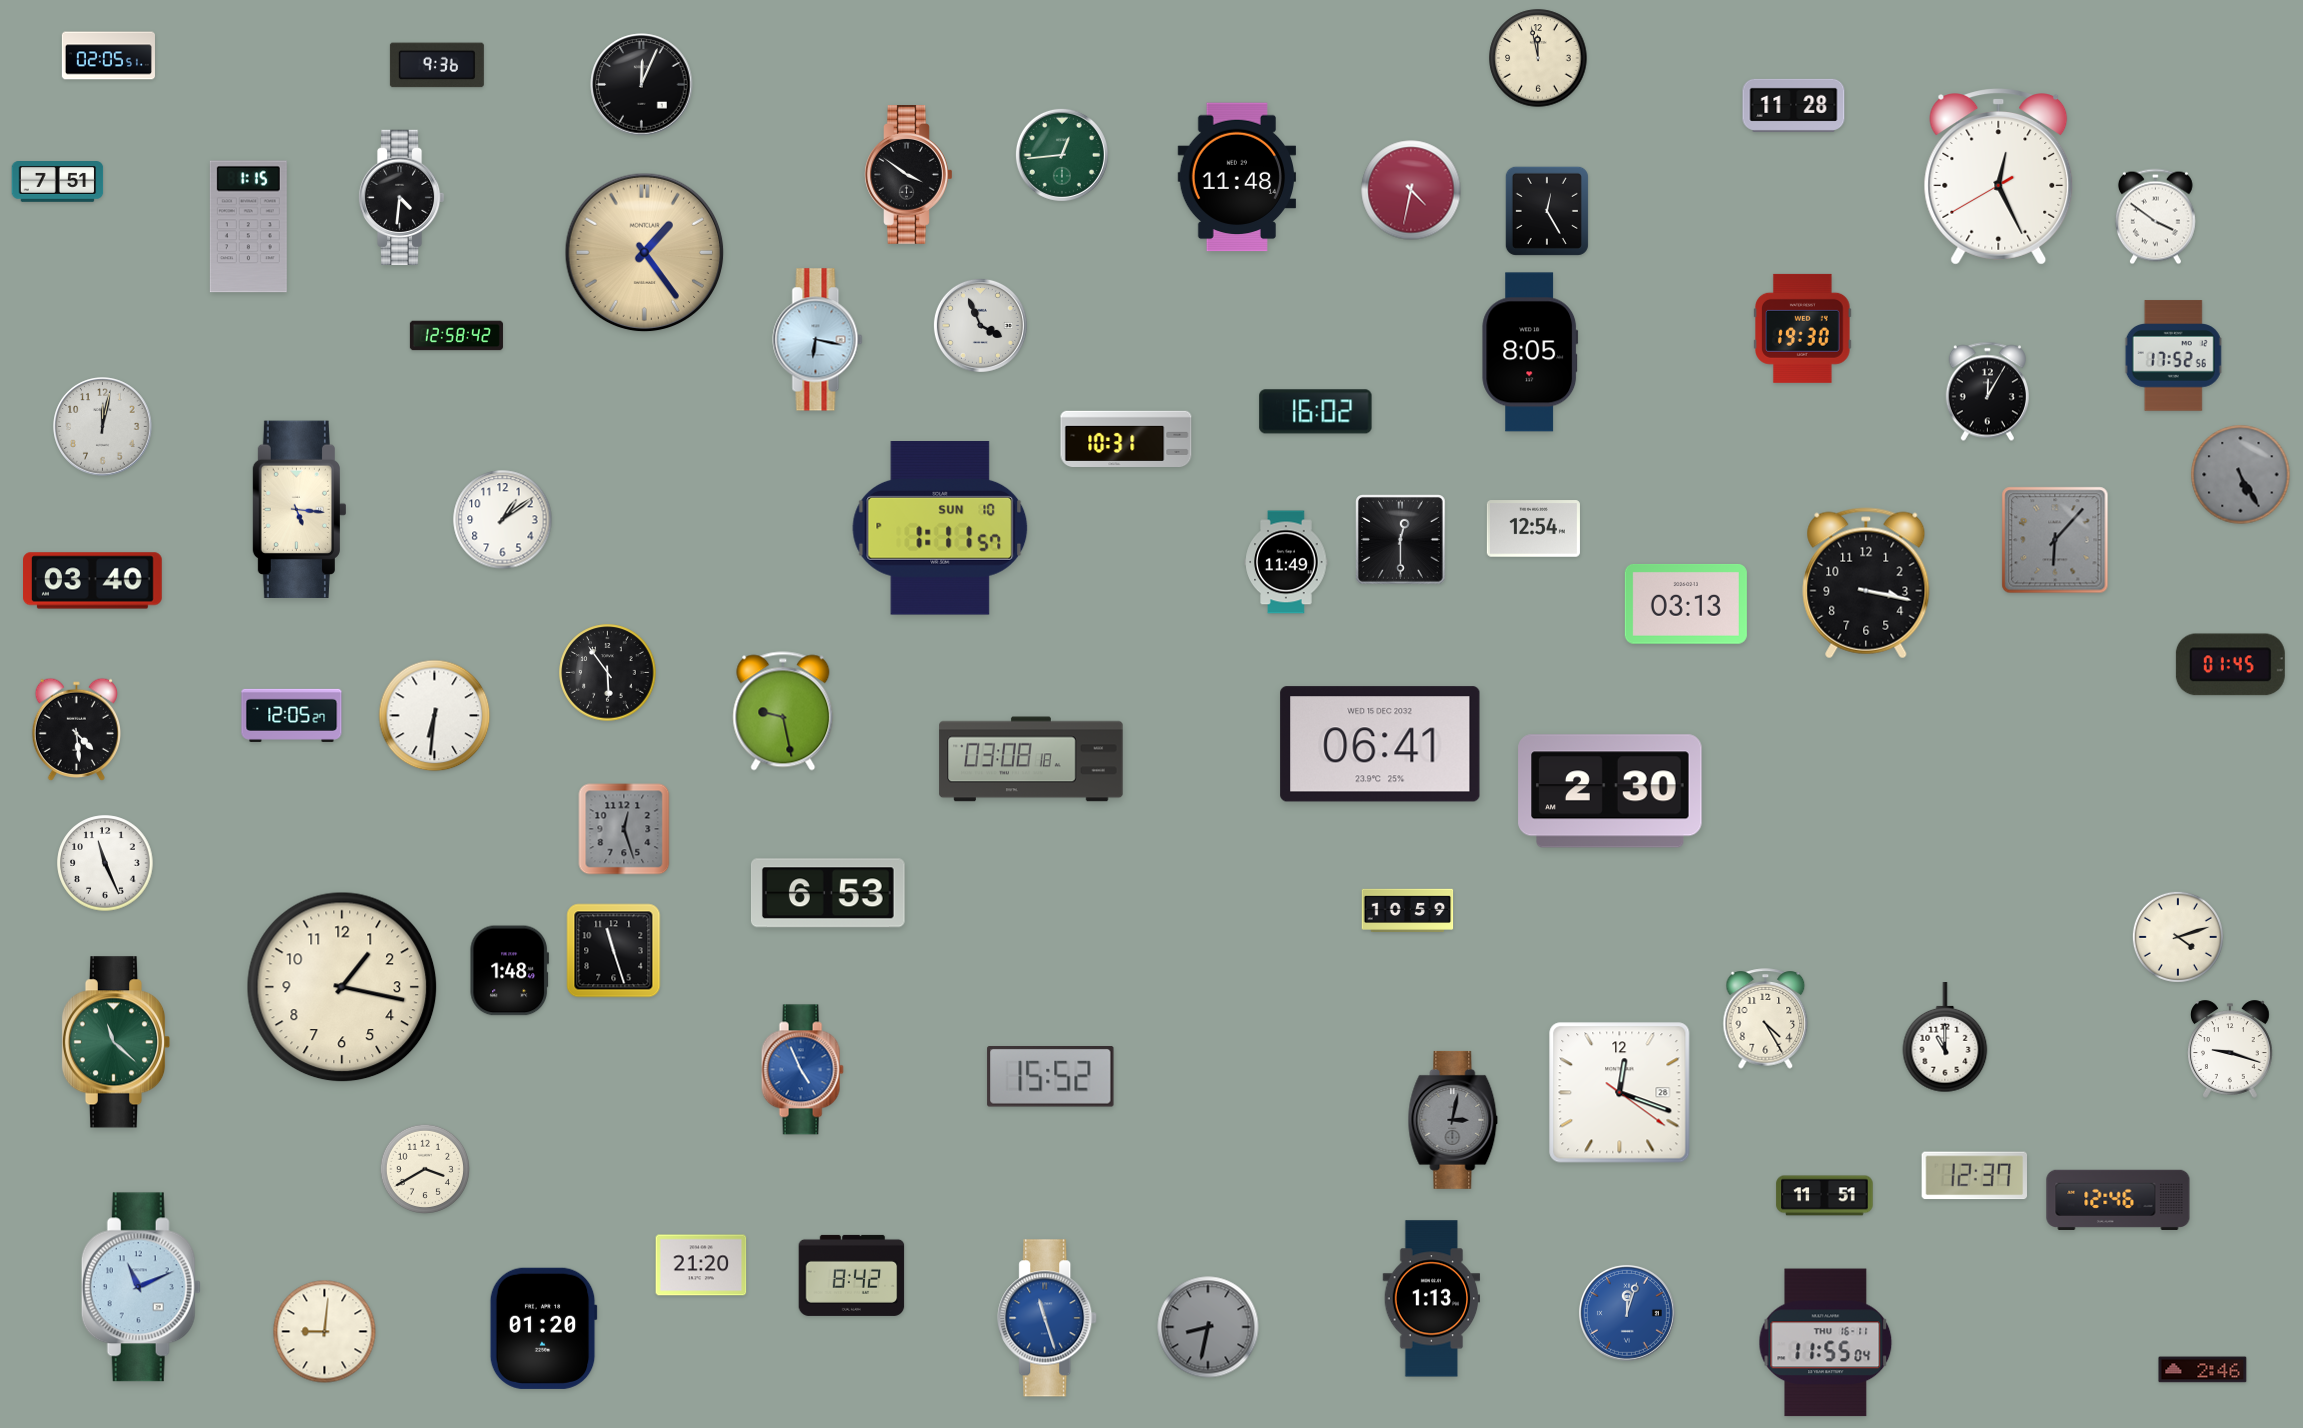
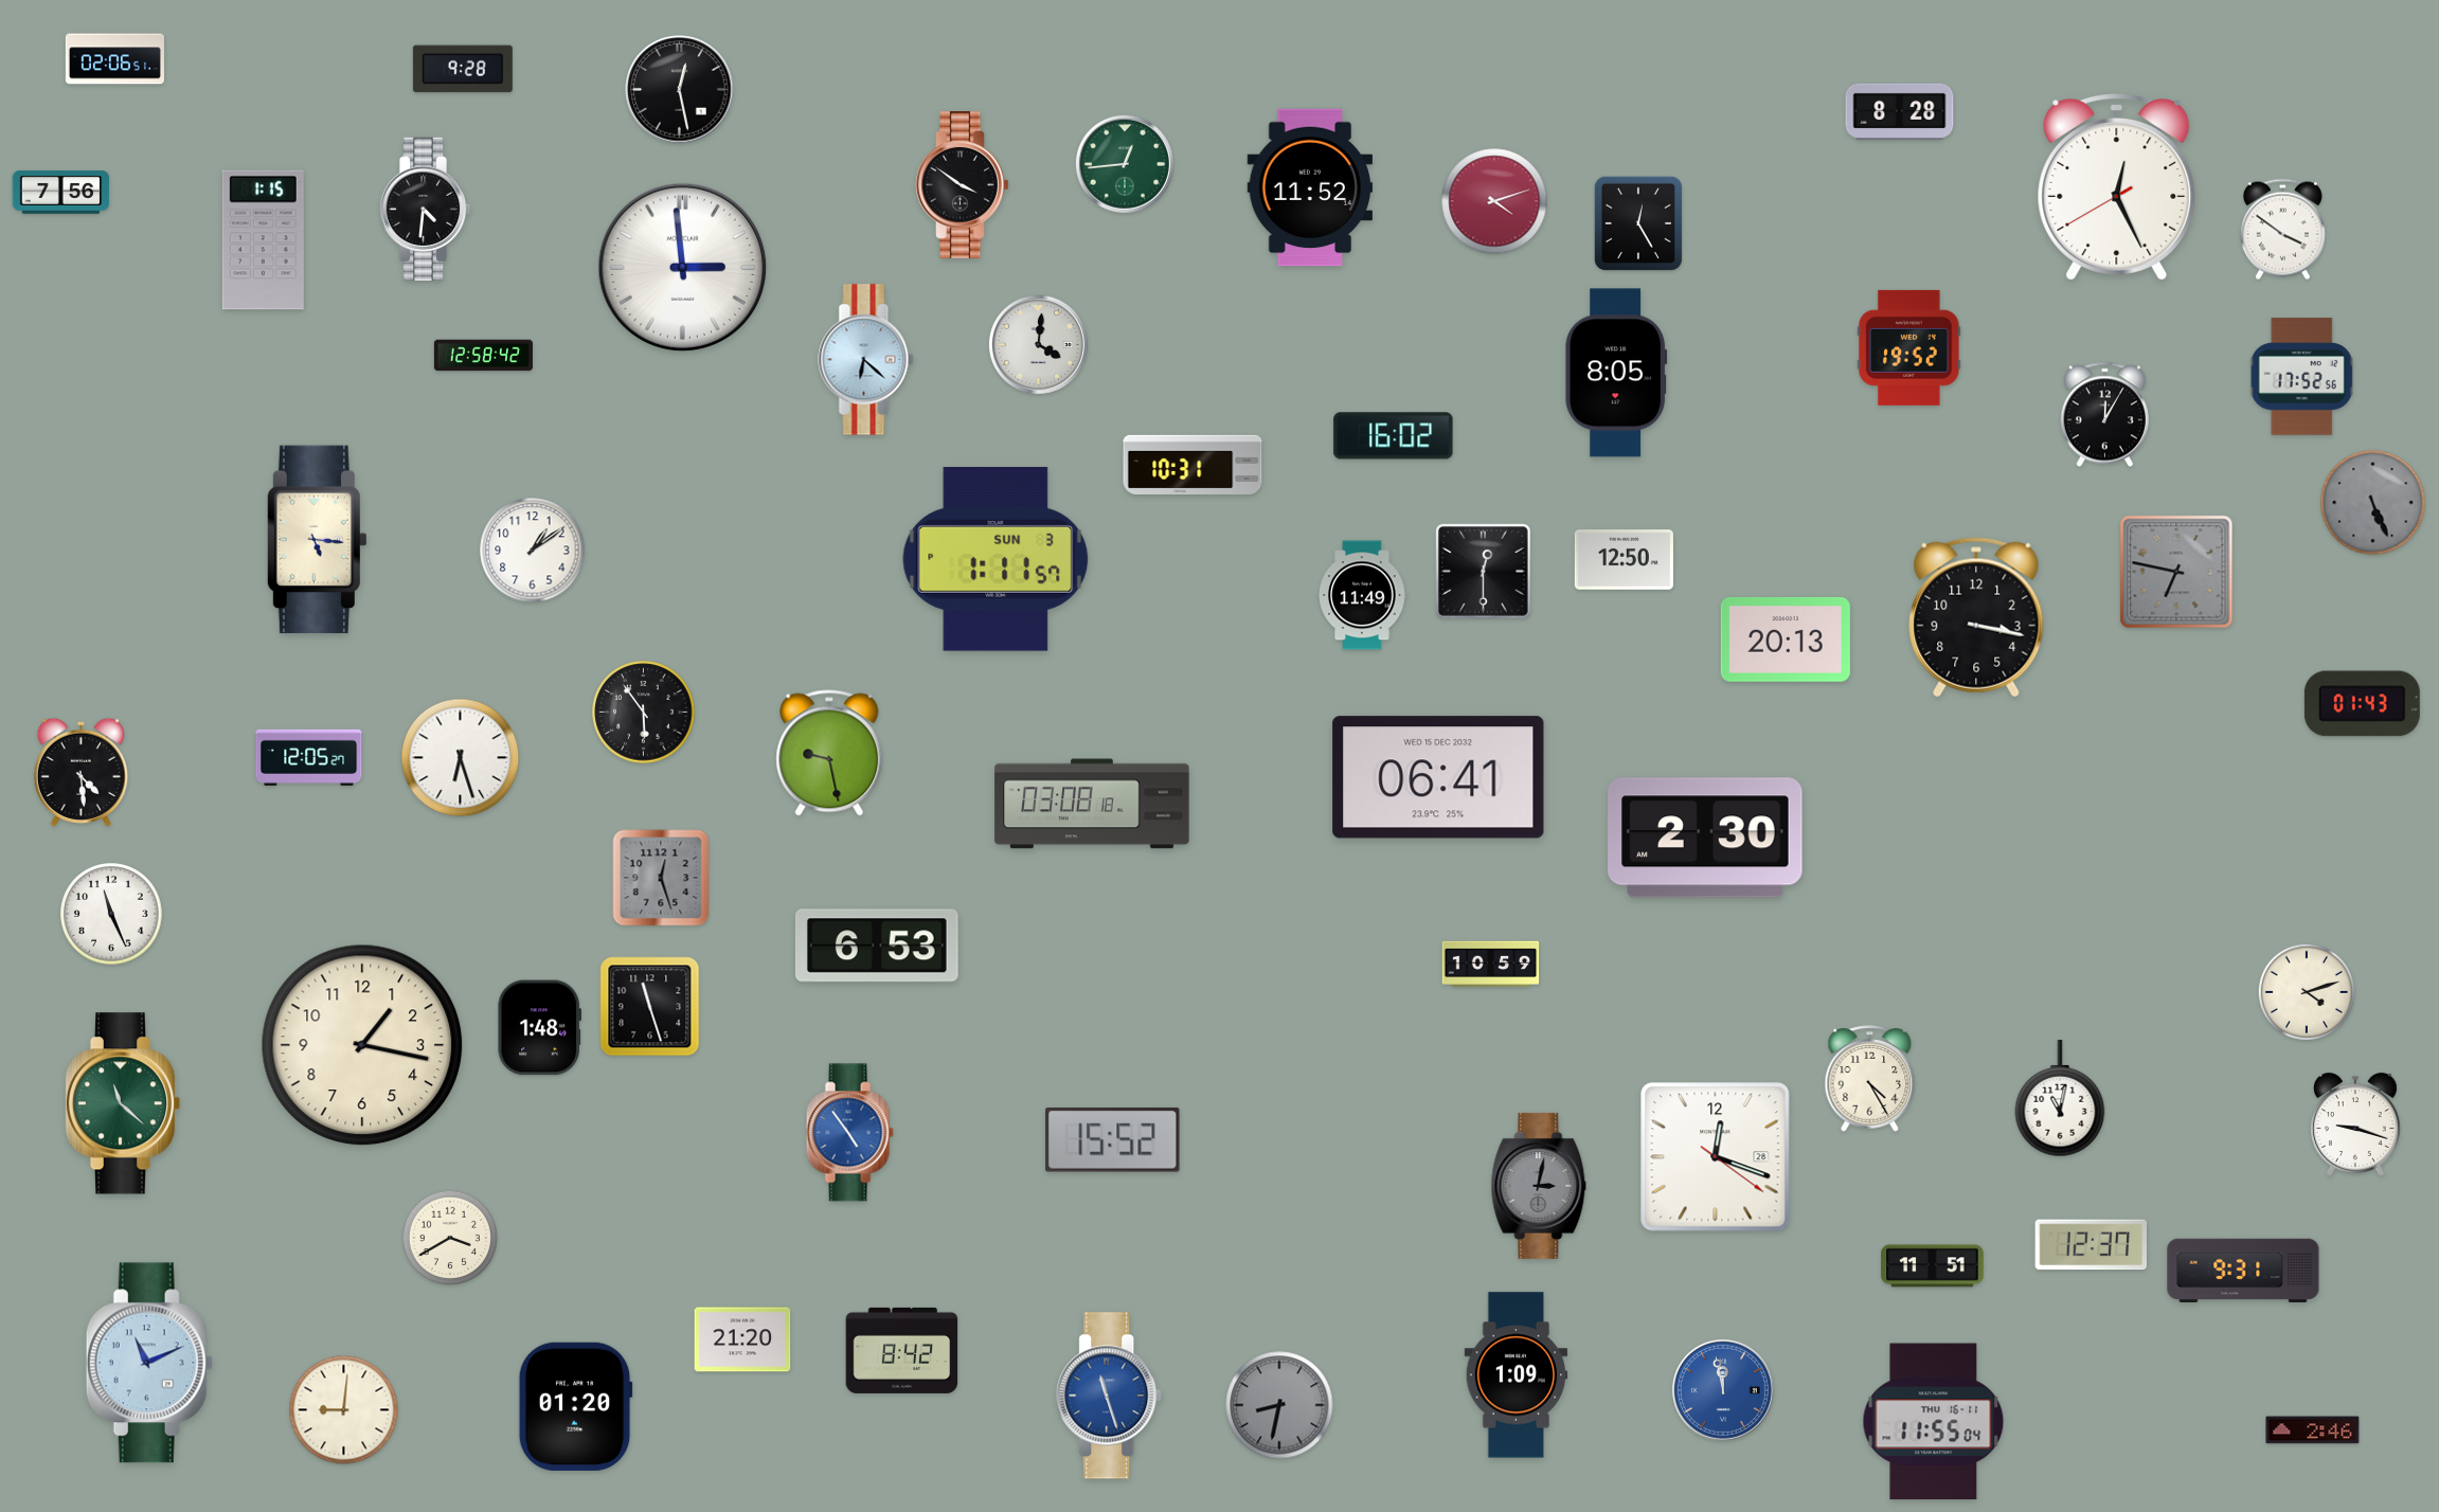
clock at (108, 56): 02:05 -> 02:06
clock at (1538, 58): 11:58 -> none
clock at (437, 65): 9:36 -> 9:28
clock at (642, 85): 12:04 -> 12:28
clock at (1794, 105): 11:28 -> 8:28
clock at (1237, 177): 11:48 -> 11:52
clock at (58, 182): 7:51 -> 7:56
clock at (1411, 190): 4:32 -> 4:12
clock at (645, 253): 1:24 -> 2:59
clock at (645, 253) dial: champagne -> white
clock at (980, 325): 3:56 -> 4:01
clock at (1803, 328): 19:30 -> 19:52
clock at (818, 340): 6:17 -> 6:22
clock at (1530, 352) position: (1530, 352) -> (1616, 373)
clock at (103, 427): 12:02 -> none
clock at (2241, 475): 5:25 -> 5:26
clock at (940, 529) date: SUN 10 -> SUN 3
clock at (1533, 529): 12:54 -> 12:50
clock at (2055, 540): 6:07 -> 6:47
clock at (93, 581): 03:40 -> none
clock at (1686, 604): 03:13 -> 20:13
clock at (2230, 665): 01:45 -> 01:43
clock at (435, 716): 6:31 -> 6:27
clock at (1380, 744) position: (1380, 744) -> (1438, 777)
clock at (1945, 1038): 11:00 -> 11:02
clock at (2231, 1049) position: (2231, 1049) -> (2356, 1124)
clock at (802, 1070): 4:56 -> 4:54
clock at (2118, 1200): 12:46 -> 9:31
clock at (1432, 1299): 1:13 -> 1:09
clock at (1627, 1313): 12:03 -> 11:58
clock at (2203, 1370) position: (2203, 1370) -> (2313, 1430)
